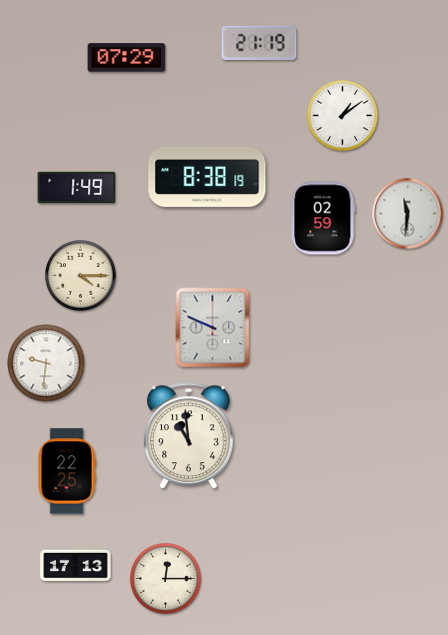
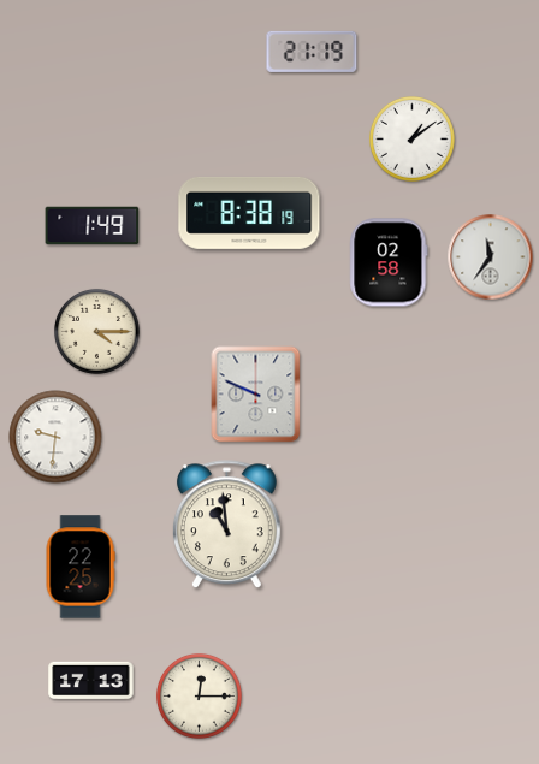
clock at (127, 58): 07:29 -> none
clock at (408, 214): 11:31 -> 11:36
clock at (323, 218): 02:59 -> 02:58
